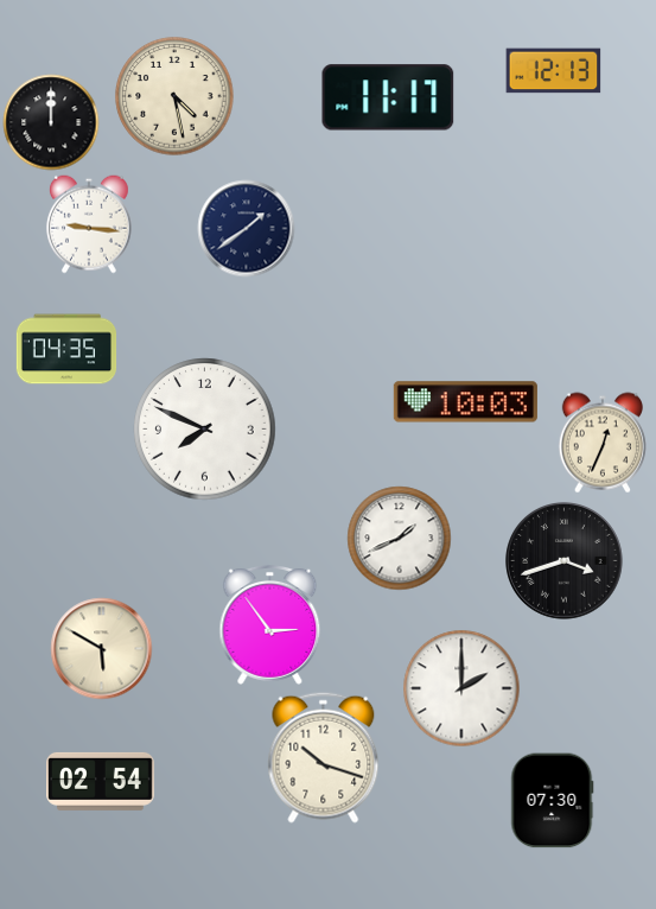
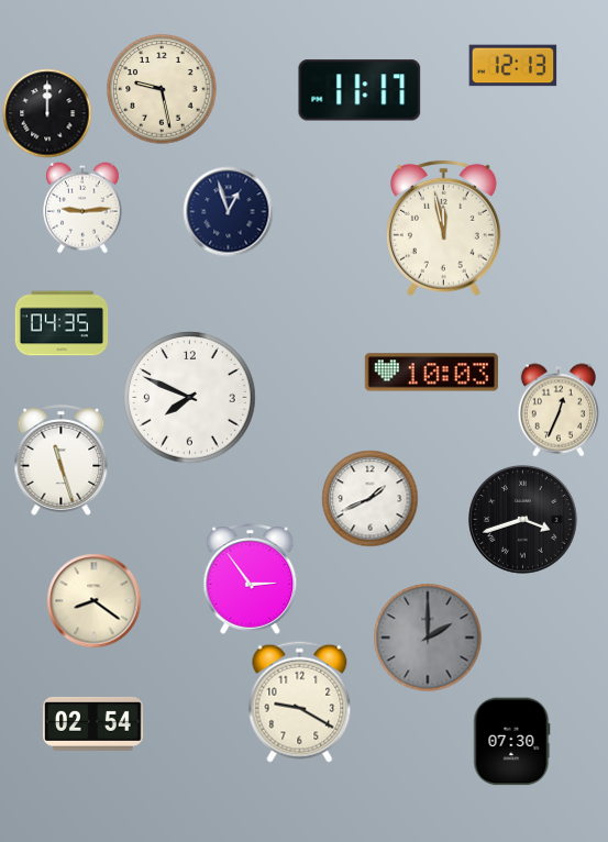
clock at (174, 96): 4:28 -> 9:28
clock at (89, 224): 9:16 -> 9:14
clock at (247, 229): 1:39 -> 12:57
clock at (443, 228): none -> 11:58
clock at (62, 461): none -> 11:27
clock at (102, 649): 5:50 -> 8:21
clock at (461, 688) dial: white -> grey
clock at (324, 757): 10:18 -> 9:20
